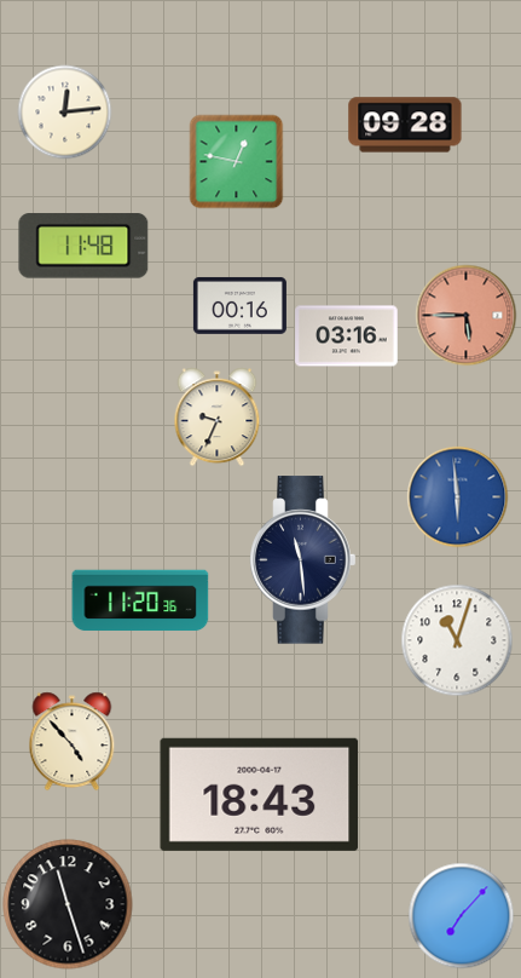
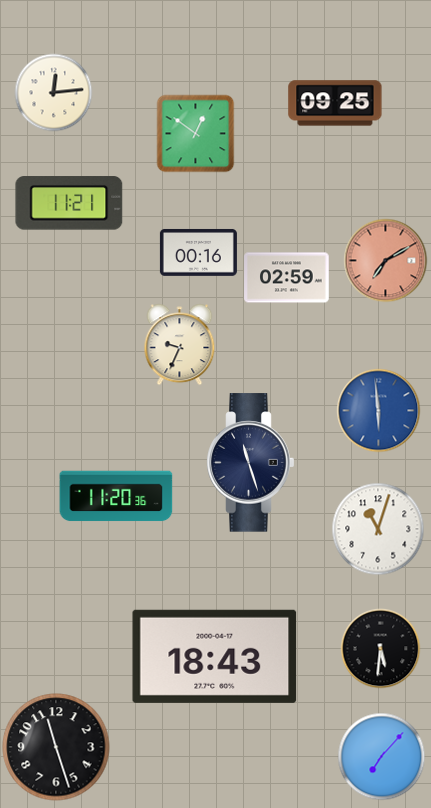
clock at (405, 125): 09:28 -> 09:25
clock at (236, 161): 12:47 -> 12:51
clock at (83, 246): 11:48 -> 11:21
clock at (465, 315): 5:45 -> 7:10
clock at (347, 336): 03:16 -> 02:59
clock at (303, 560): 11:29 -> 11:27
clock at (73, 741): 4:53 -> none
clock at (380, 648): none -> 5:31
